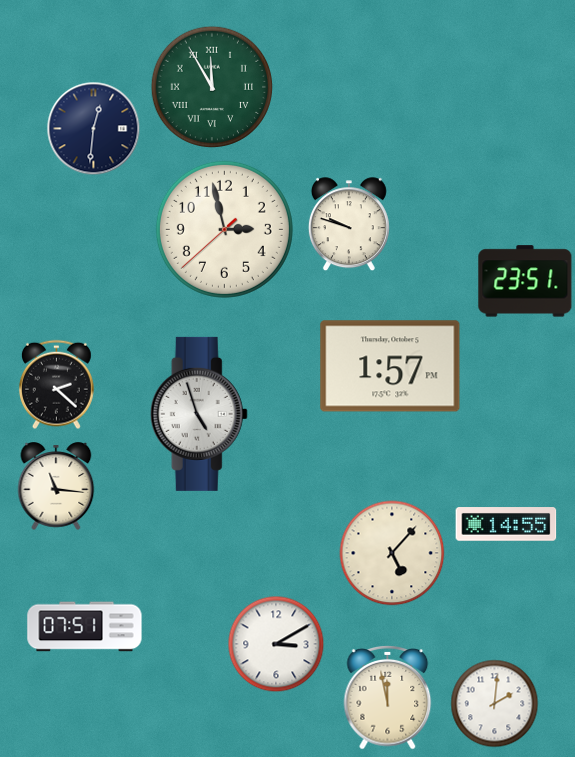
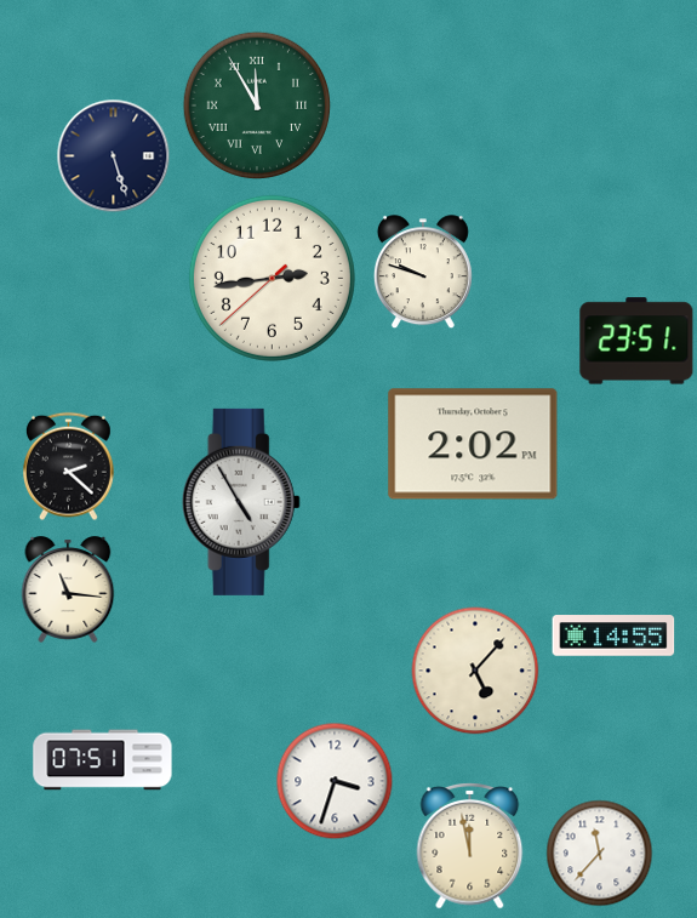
clock at (94, 129): 12:31 -> 5:27
clock at (224, 229): 2:57 -> 2:43
clock at (390, 366): 1:57 -> 2:02
clock at (199, 414): 4:57 -> 4:55
clock at (276, 644): 3:10 -> 3:33
clock at (495, 704): 2:01 -> 11:37
